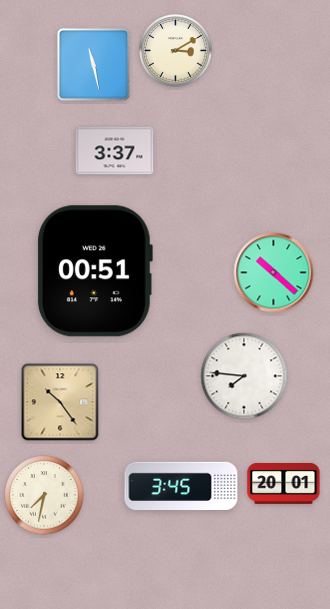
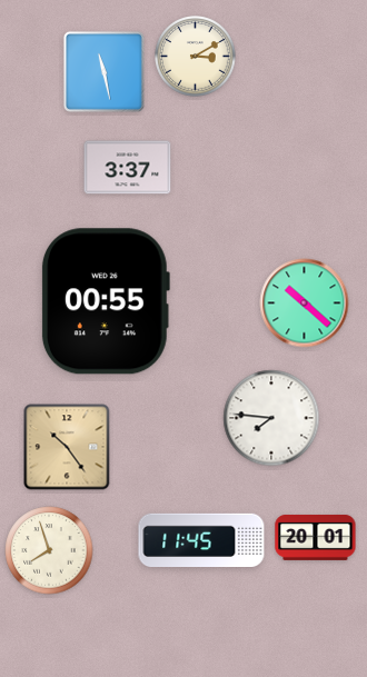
clock at (94, 271): 00:51 -> 00:55
clock at (181, 485): 3:45 -> 11:45
clock at (44, 495): 7:32 -> 7:57
